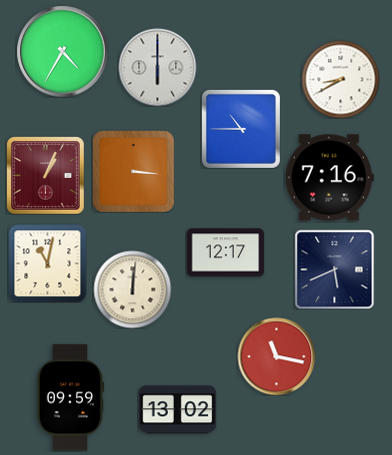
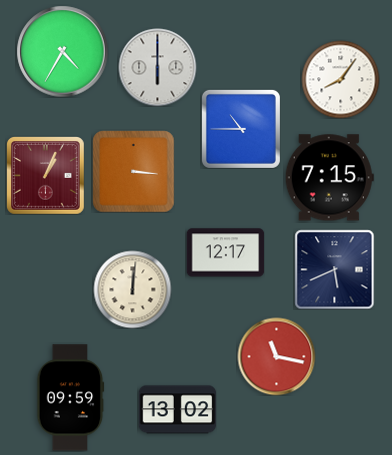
clock at (340, 79): 8:40 -> 8:06
clock at (329, 178): 7:16 -> 7:15
clock at (47, 263): 11:02 -> none
